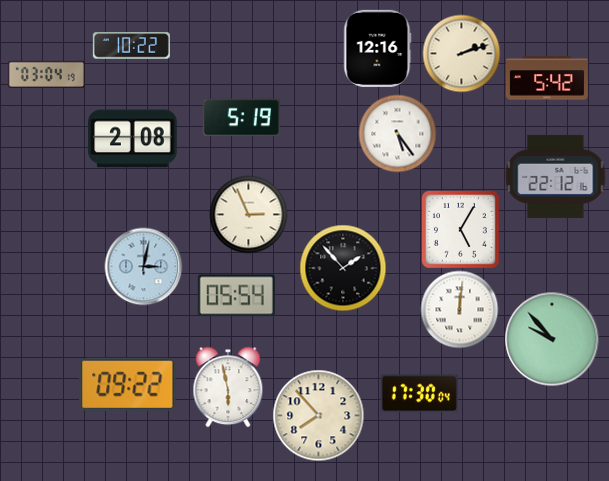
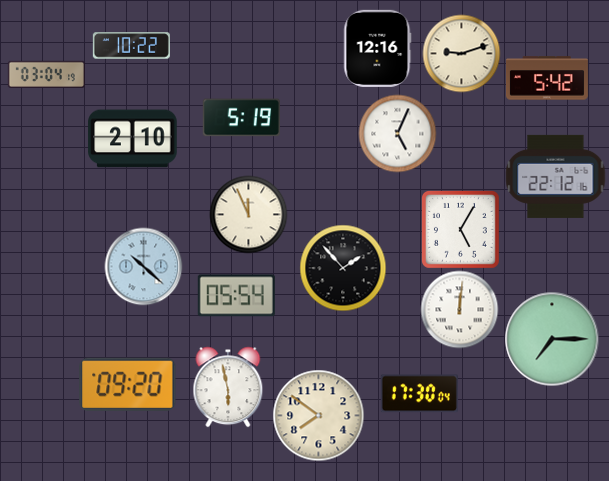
clock at (461, 53): 2:12 -> 9:12
clock at (397, 133): 5:24 -> 5:04
clock at (133, 139): 2:08 -> 2:10
clock at (248, 214): 2:56 -> 11:56
clock at (143, 266): 3:02 -> 10:22
clock at (552, 339): 9:53 -> 7:15
clock at (128, 384): 09:22 -> 09:20
clock at (318, 415): 7:53 -> 7:51
